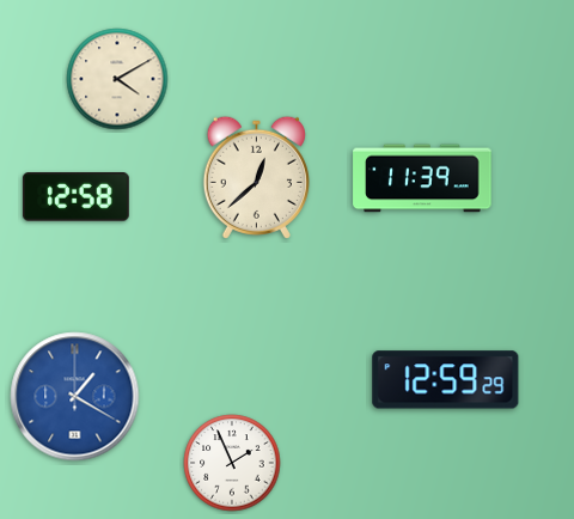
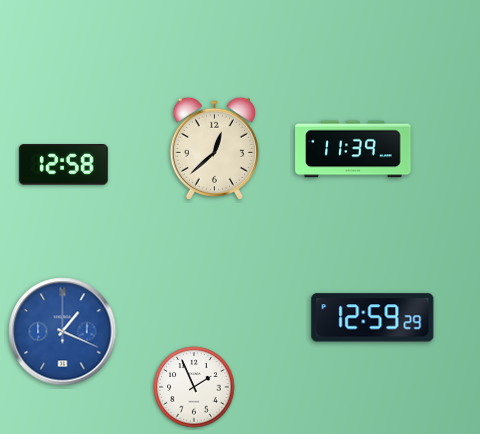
clock at (117, 79): 4:10 -> none
clock at (75, 397): 1:20 -> 1:19
